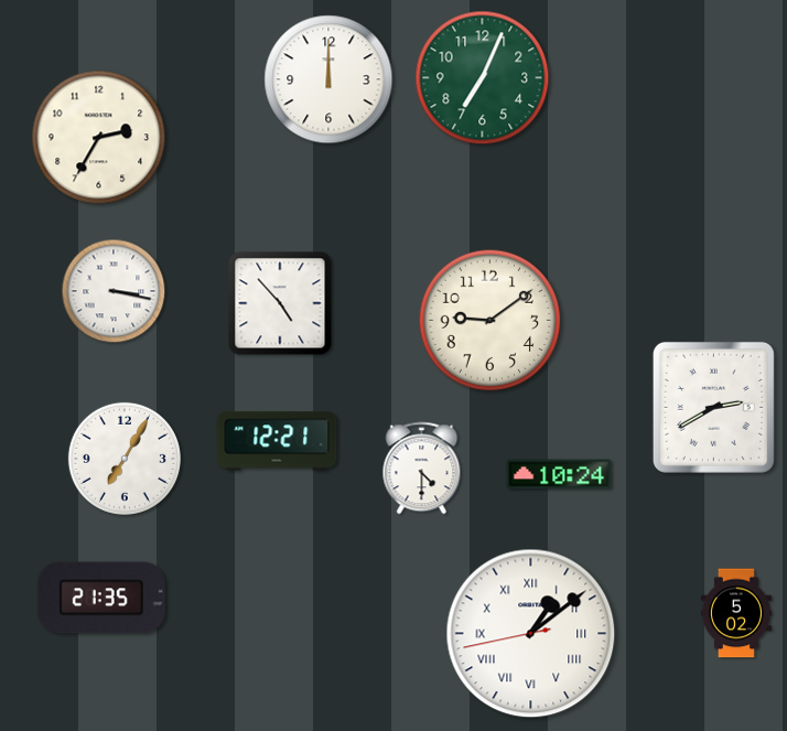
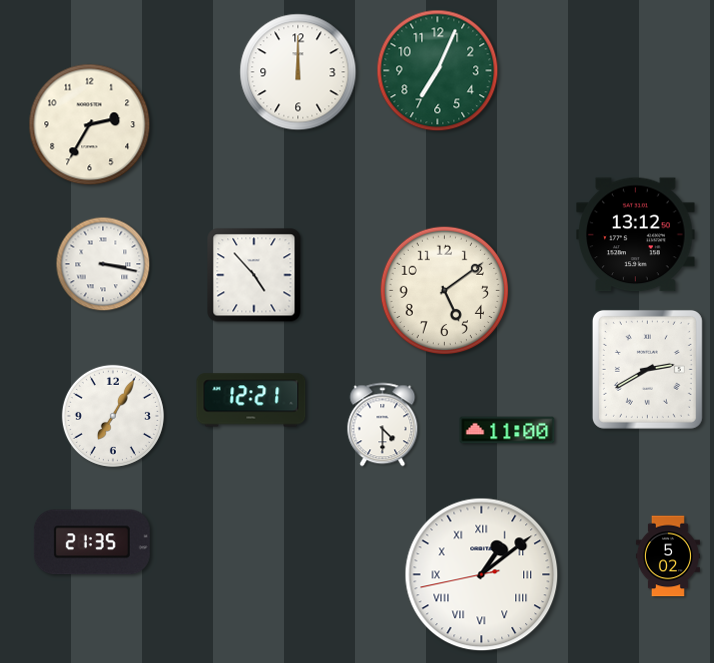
clock at (636, 235): none -> 13:12
clock at (490, 321): 9:09 -> 5:09
clock at (559, 474): 10:24 -> 11:00
